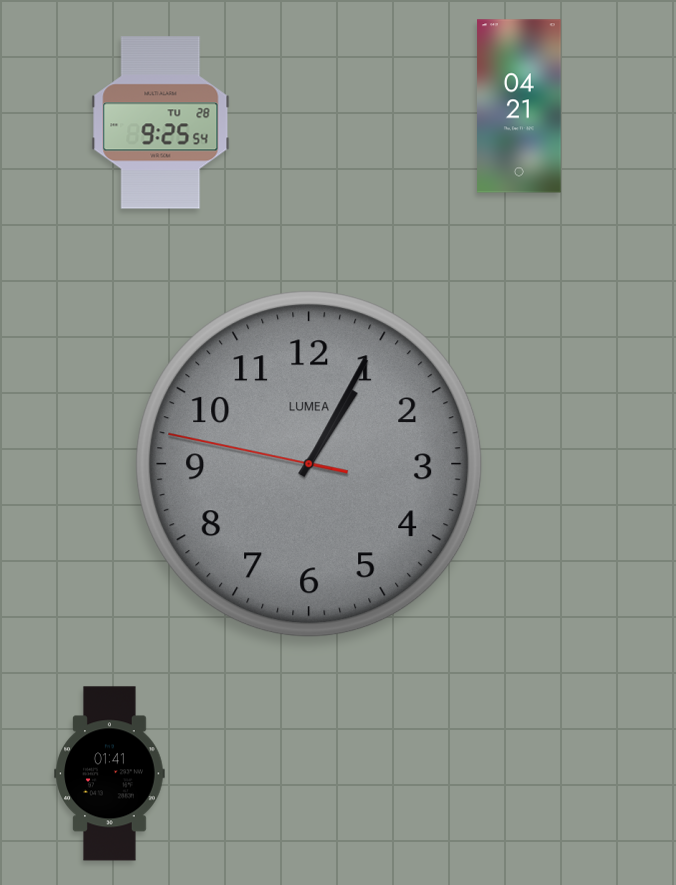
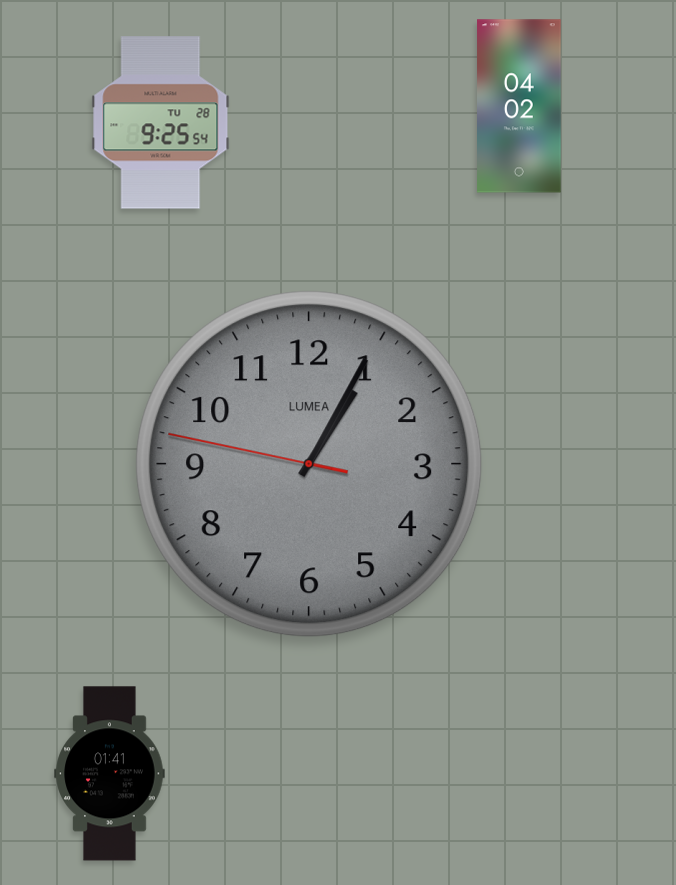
clock at (519, 106): 04:21 -> 04:02
